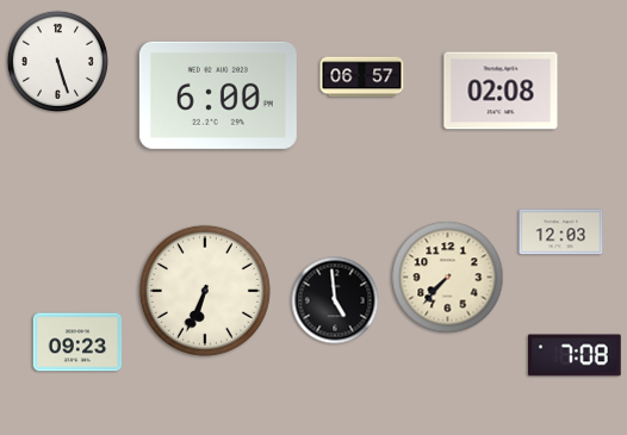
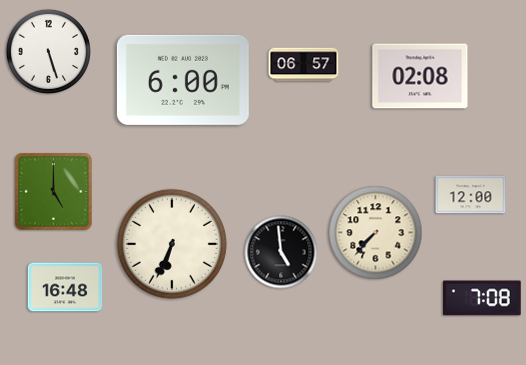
clock at (54, 192): none -> 5:00
clock at (561, 232): 12:03 -> 12:00
clock at (77, 342): 09:23 -> 16:48
